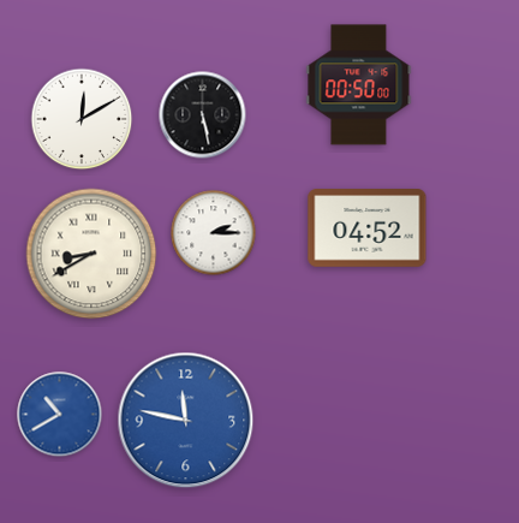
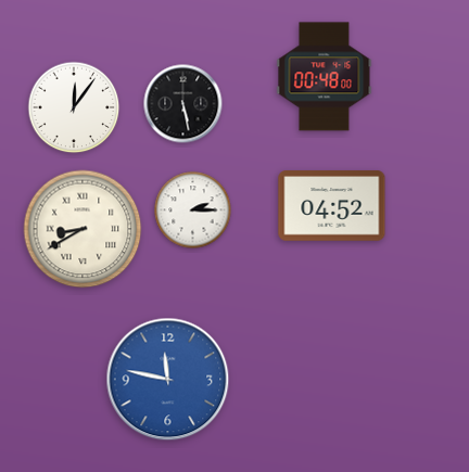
clock at (359, 85): 00:50 -> 00:48
clock at (82, 119): 12:10 -> 12:06
clock at (60, 415): 10:40 -> none
